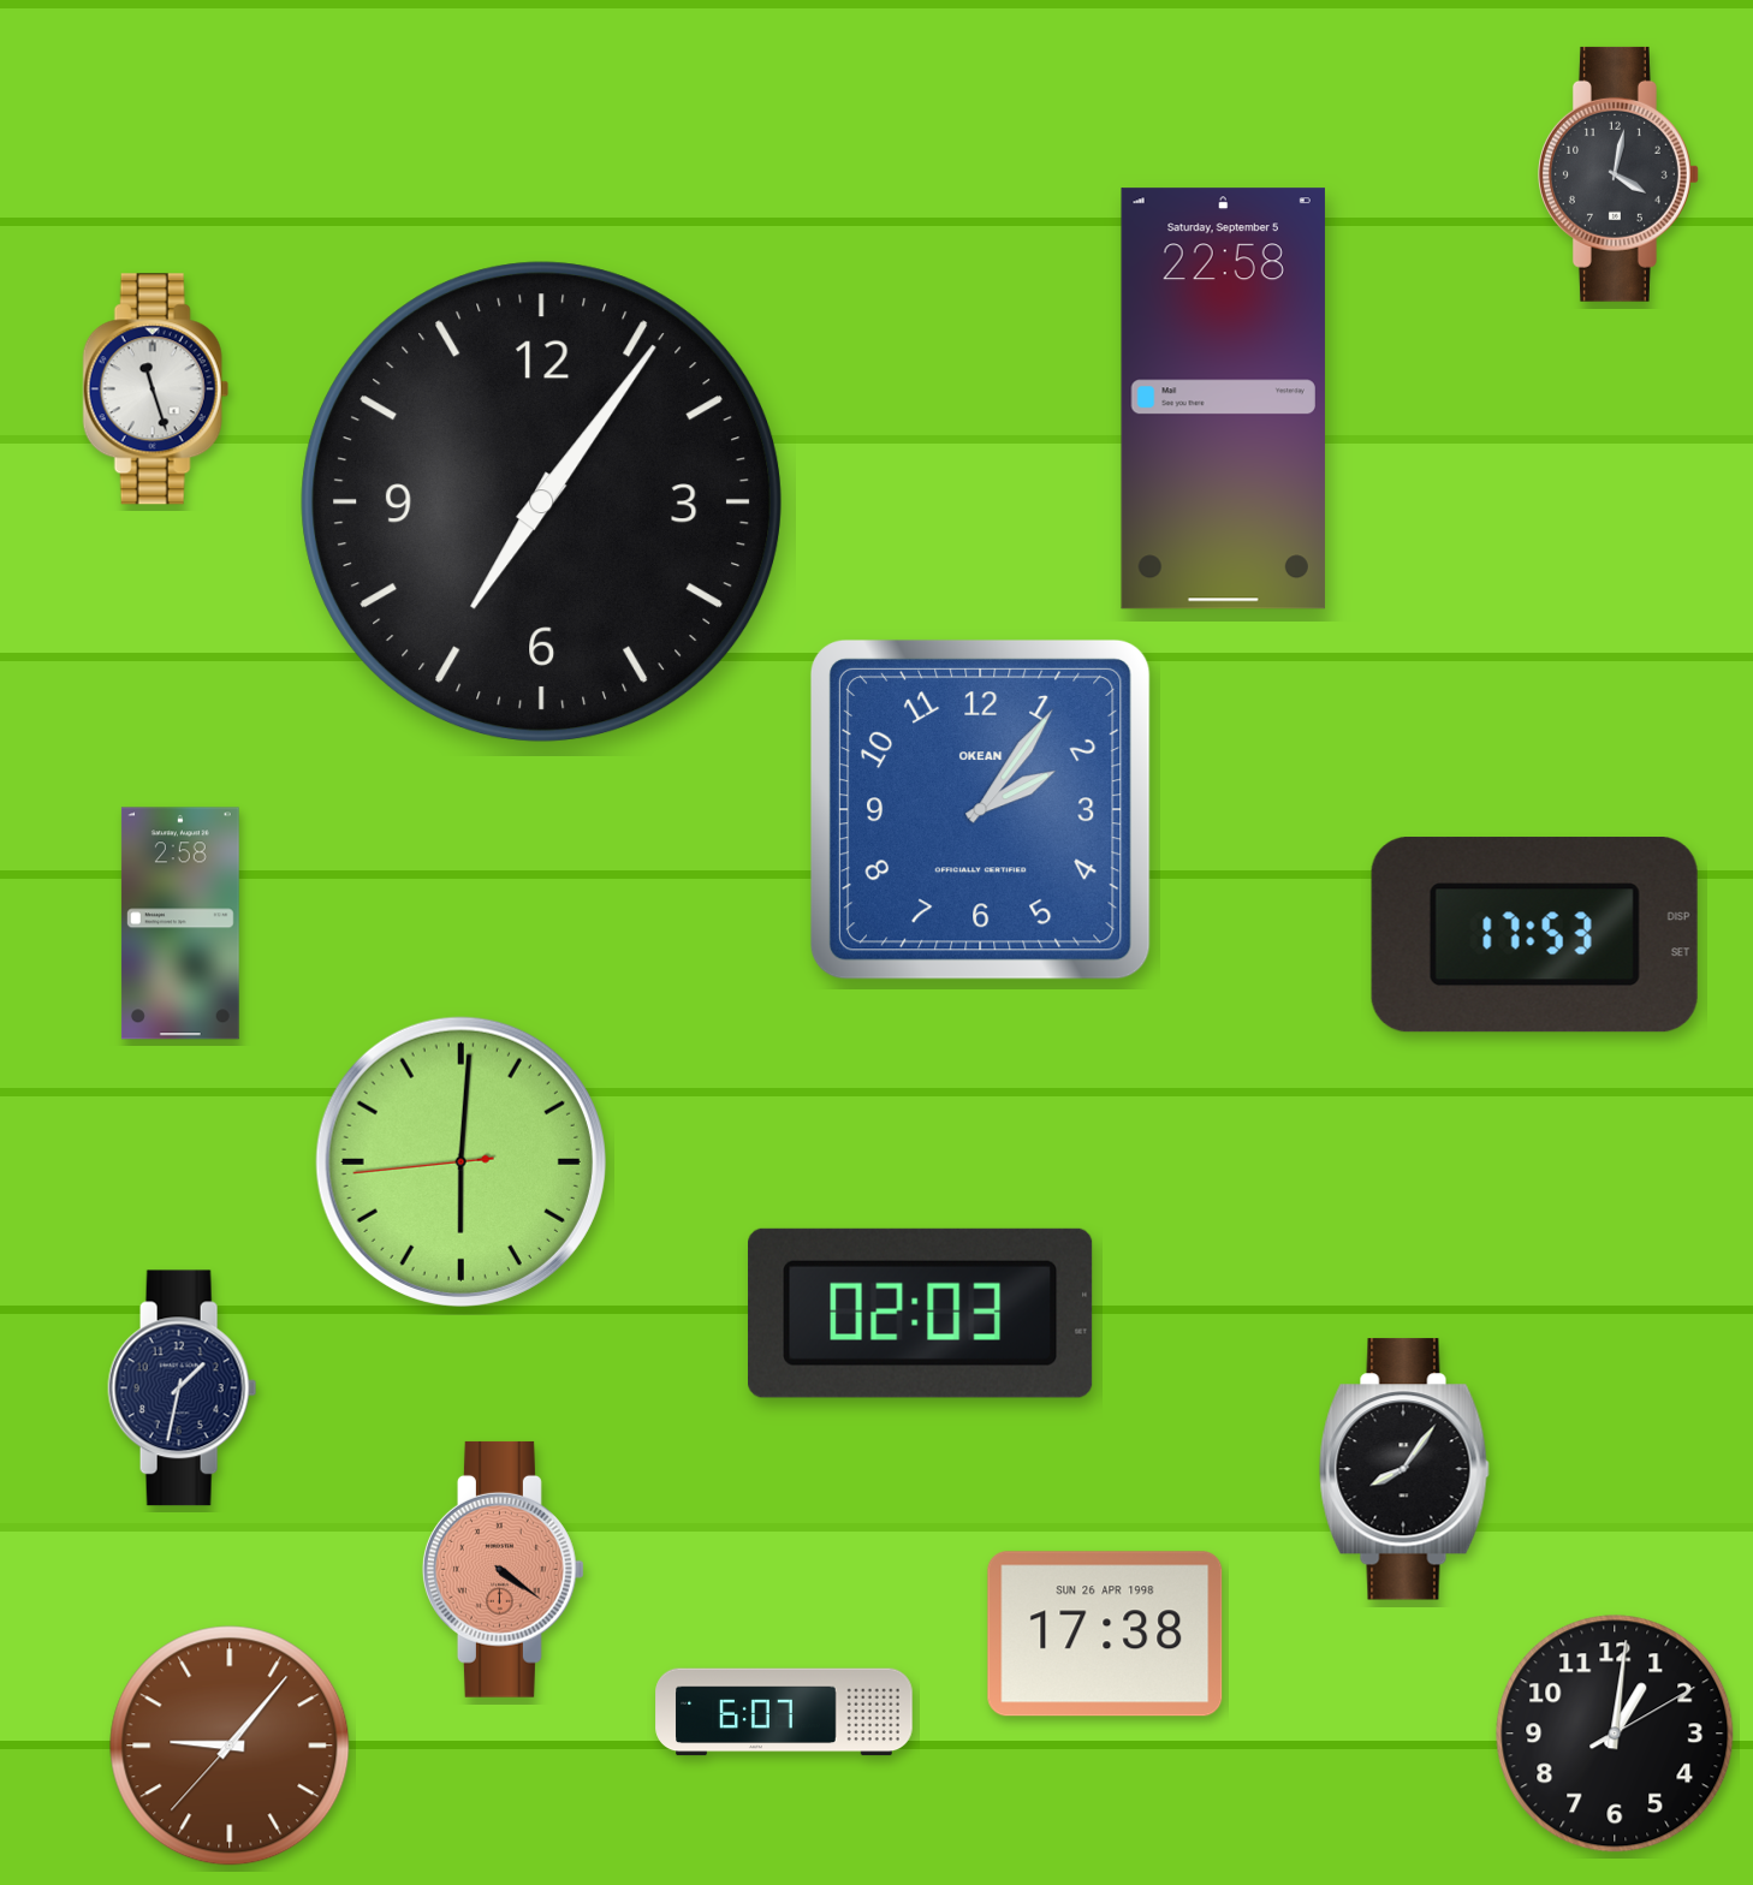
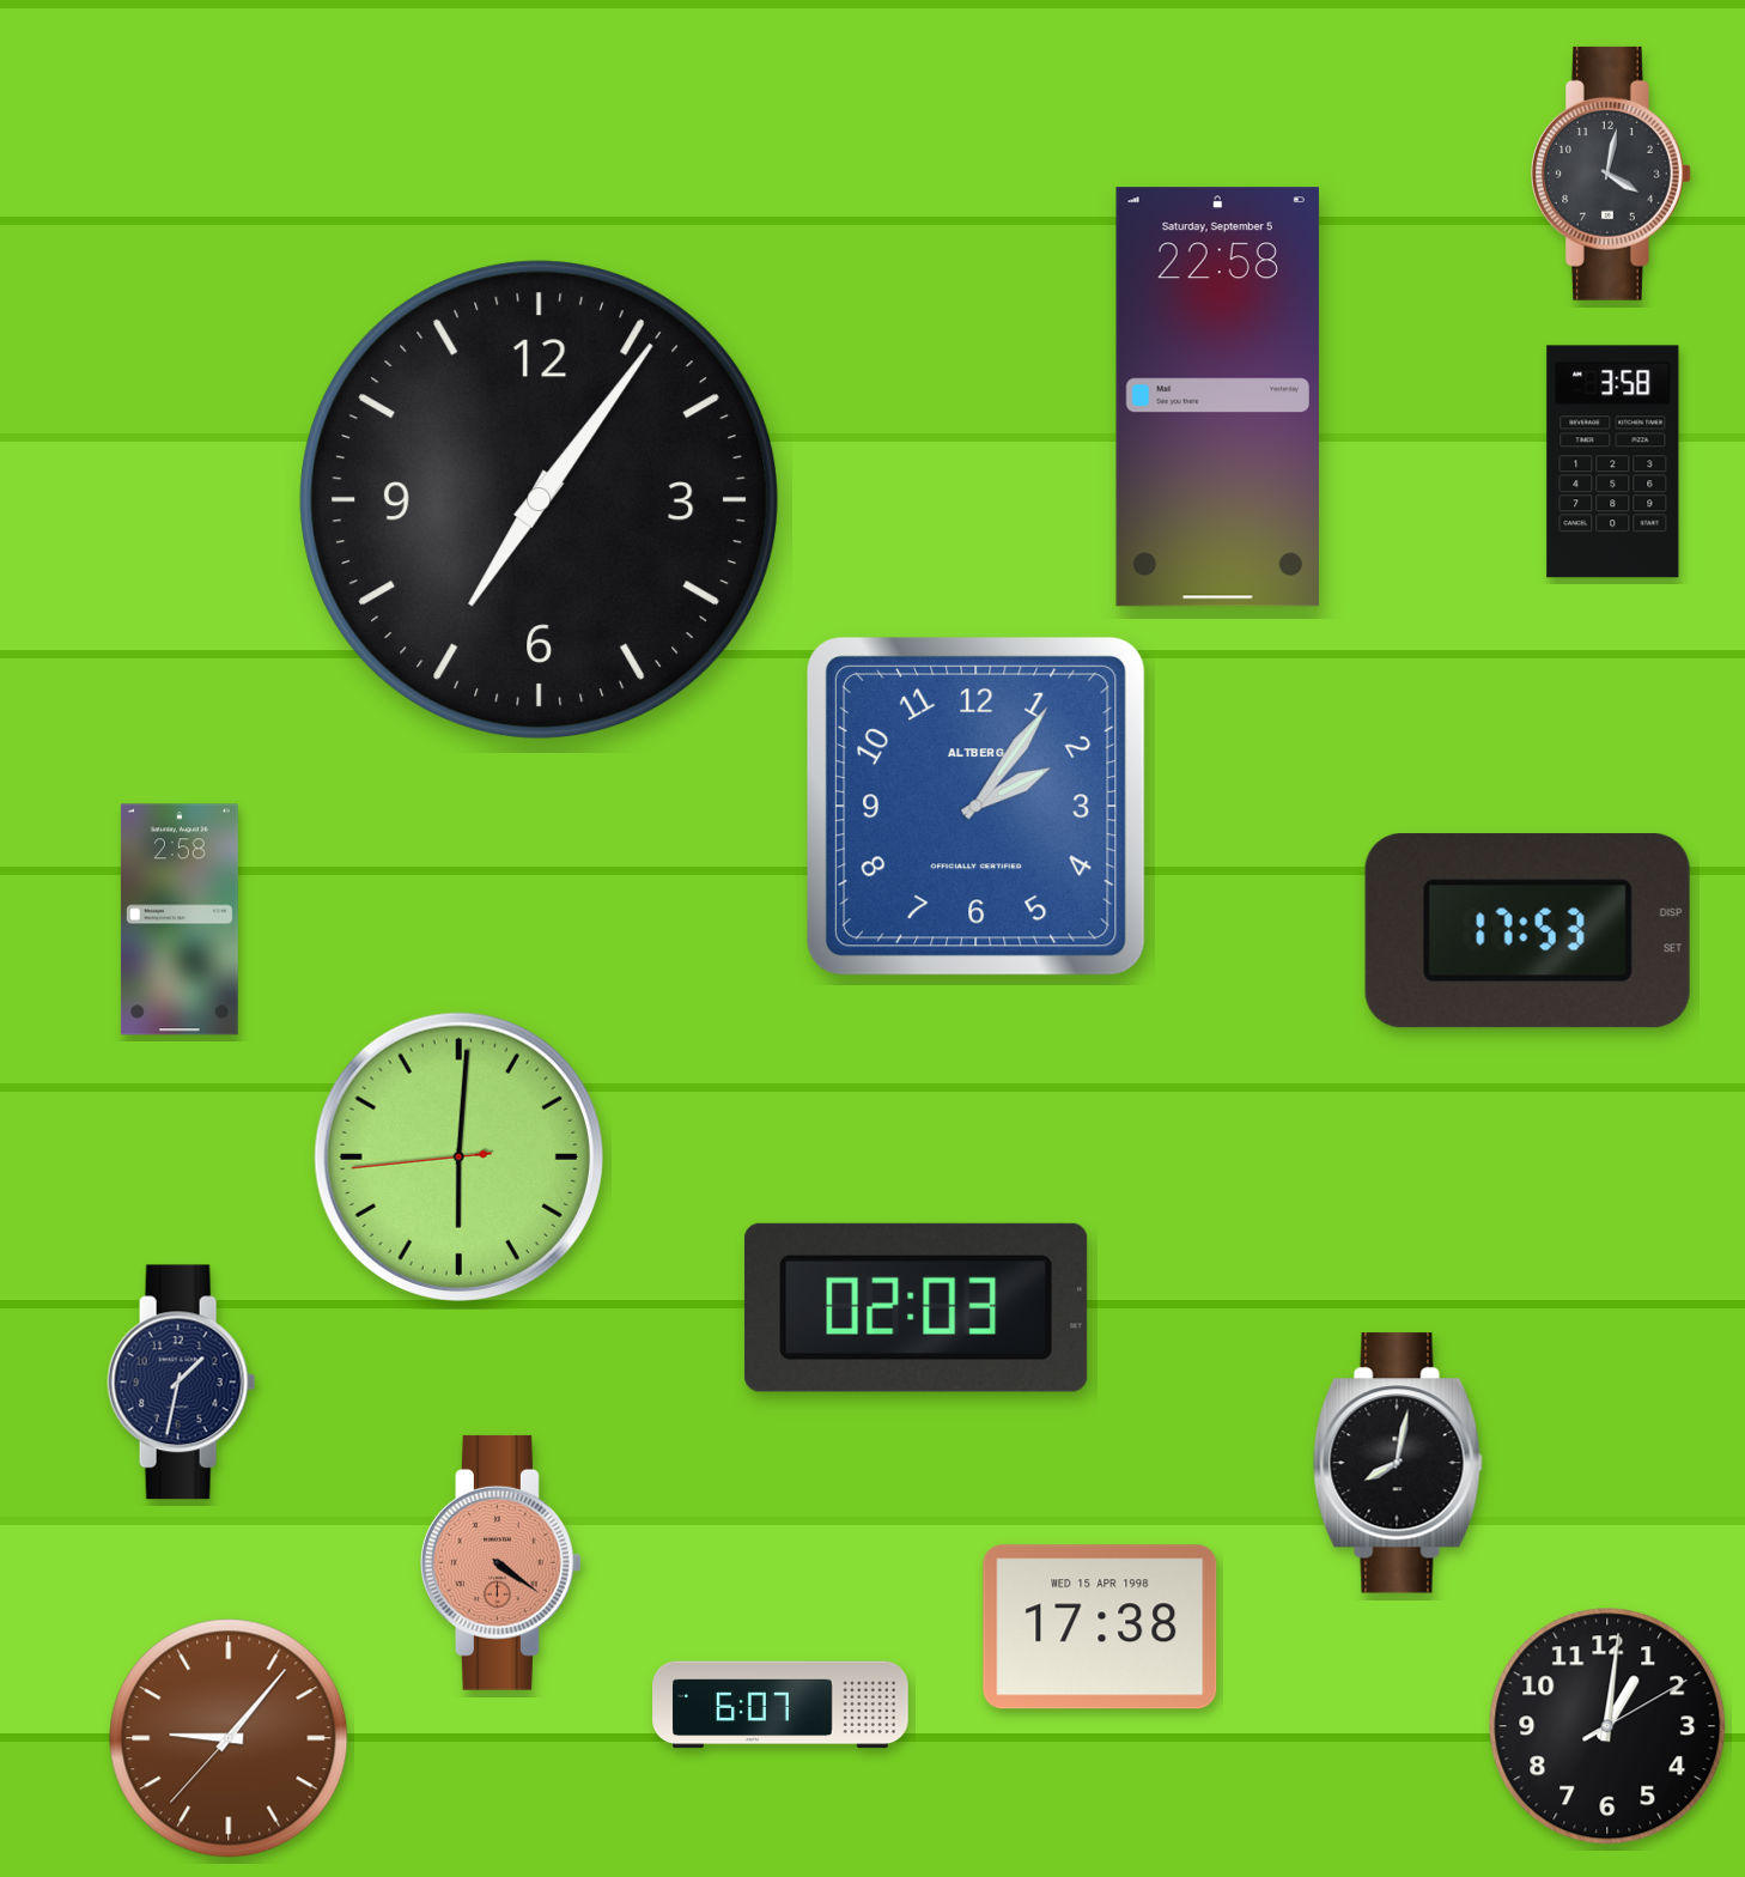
clock at (155, 390): 11:27 -> none
clock at (1613, 462): none -> 3:58
clock at (980, 809) brand: OKEAN -> ALTBERG
clock at (1404, 1469): 8:06 -> 8:02
clock at (1105, 1634) date: SUN 26 APR 1998 -> WED 15 APR 1998
